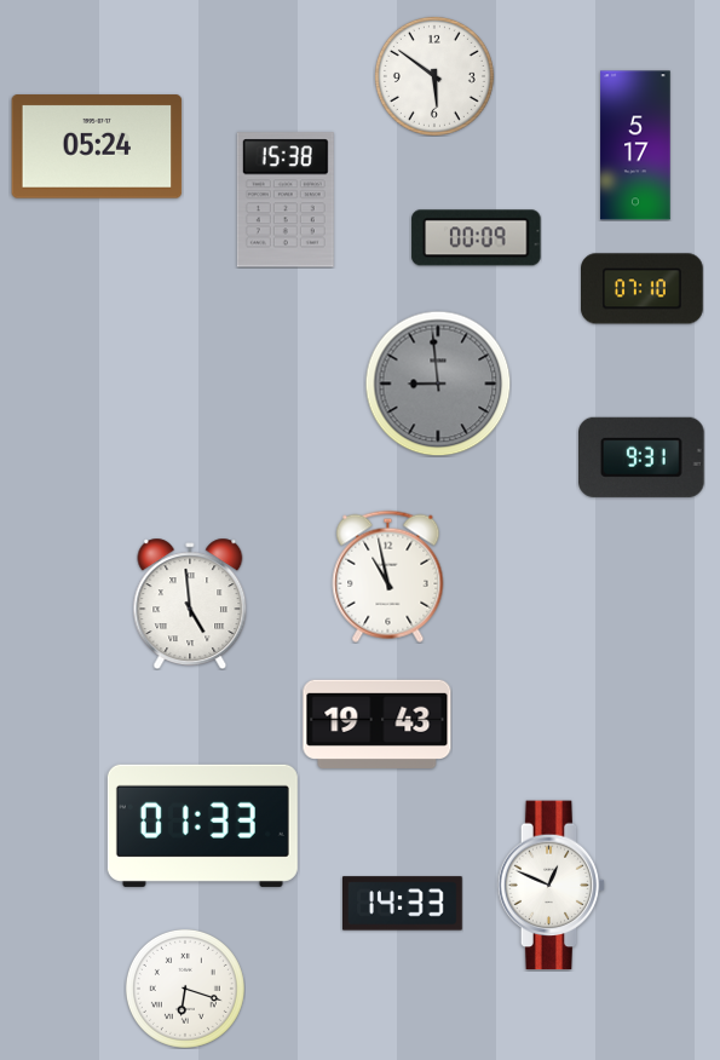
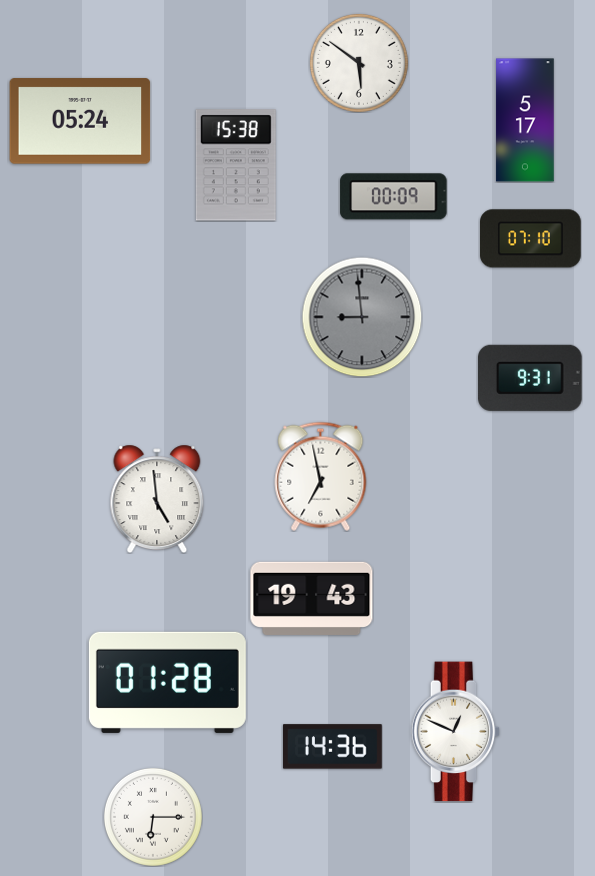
clock at (388, 576): 10:58 -> 6:58
clock at (202, 825): 01:33 -> 01:28
clock at (402, 904): 14:33 -> 14:36
clock at (185, 989): 6:18 -> 6:15
